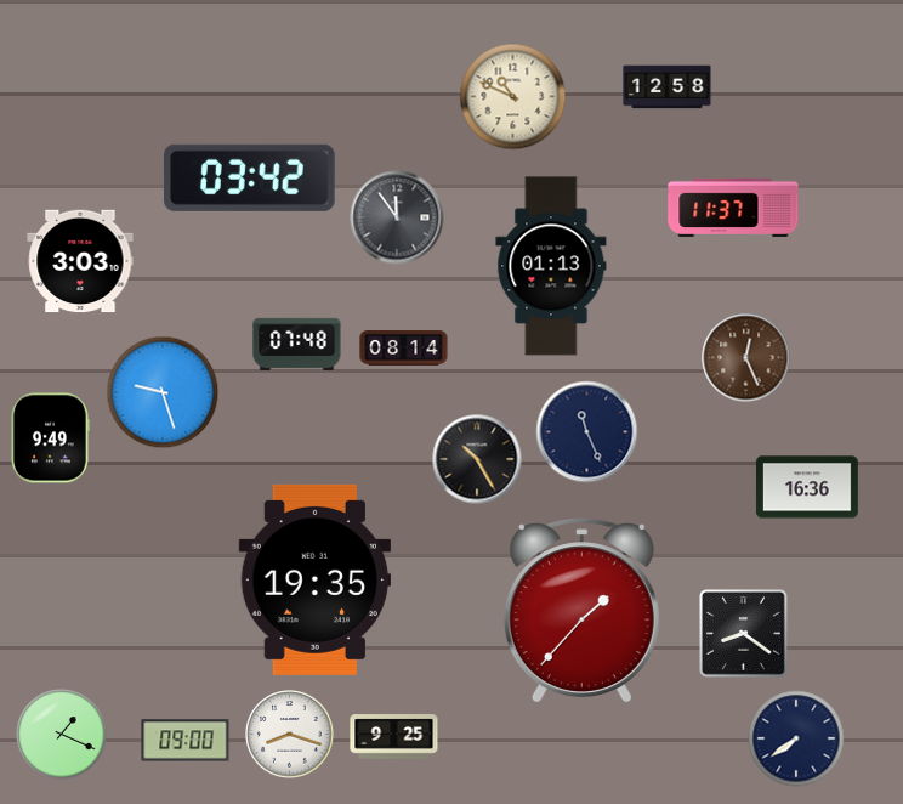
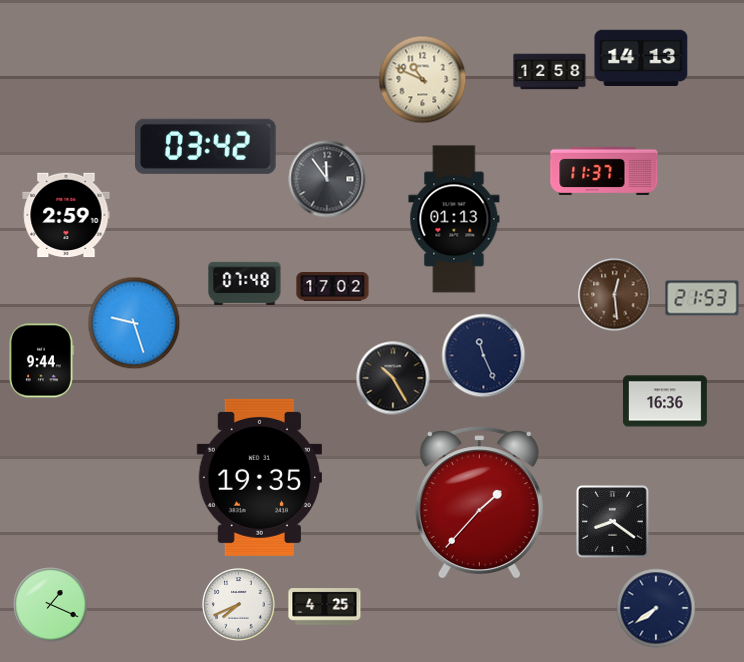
clock at (641, 57): none -> 14:13
clock at (80, 261): 3:03 -> 2:59
clock at (404, 349): 08:14 -> 17:02
clock at (746, 358): 12:26 -> 12:29
clock at (702, 298): none -> 21:53
clock at (50, 438): 9:49 -> 9:44
clock at (290, 735): 8:18 -> 7:41
clock at (394, 737): 9:25 -> 4:25
clock at (186, 741): 09:00 -> none
